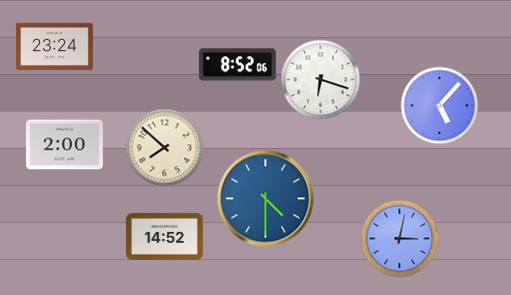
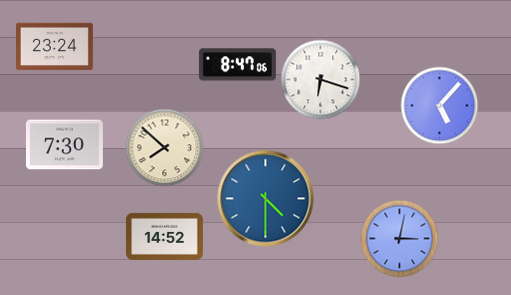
clock at (237, 65): 8:52 -> 8:47
clock at (64, 145): 2:00 -> 7:30
